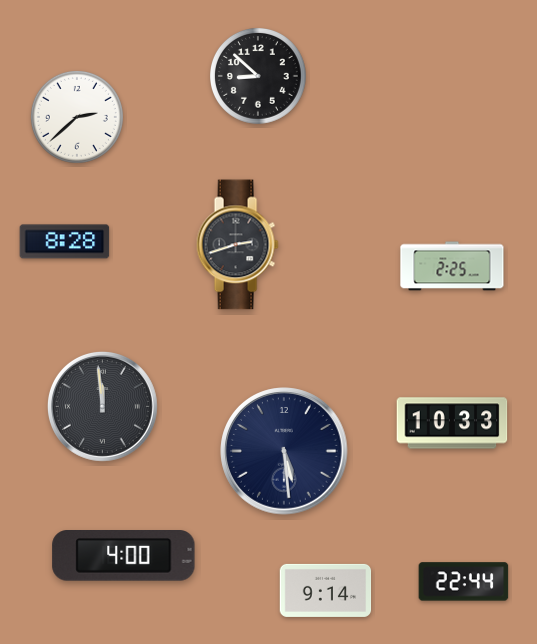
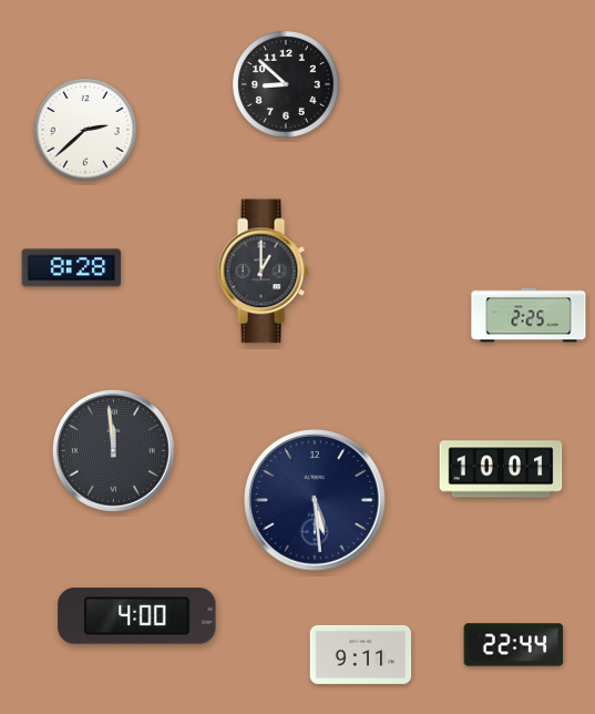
clock at (237, 245): 2:42 -> 1:00
clock at (452, 266) position: (452, 266) -> (529, 315)
clock at (452, 423): 10:33 -> 10:01
clock at (326, 590): 9:14 -> 9:11
